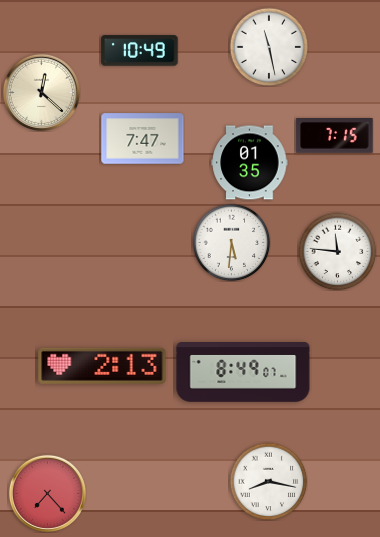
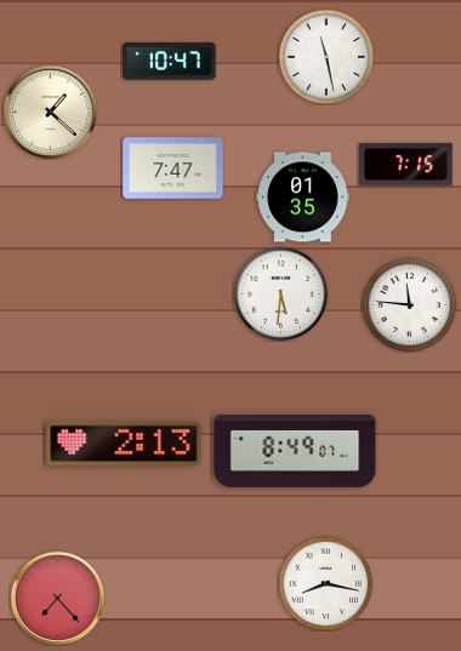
clock at (140, 51): 10:49 -> 10:47
clock at (41, 92): 12:22 -> 1:22
